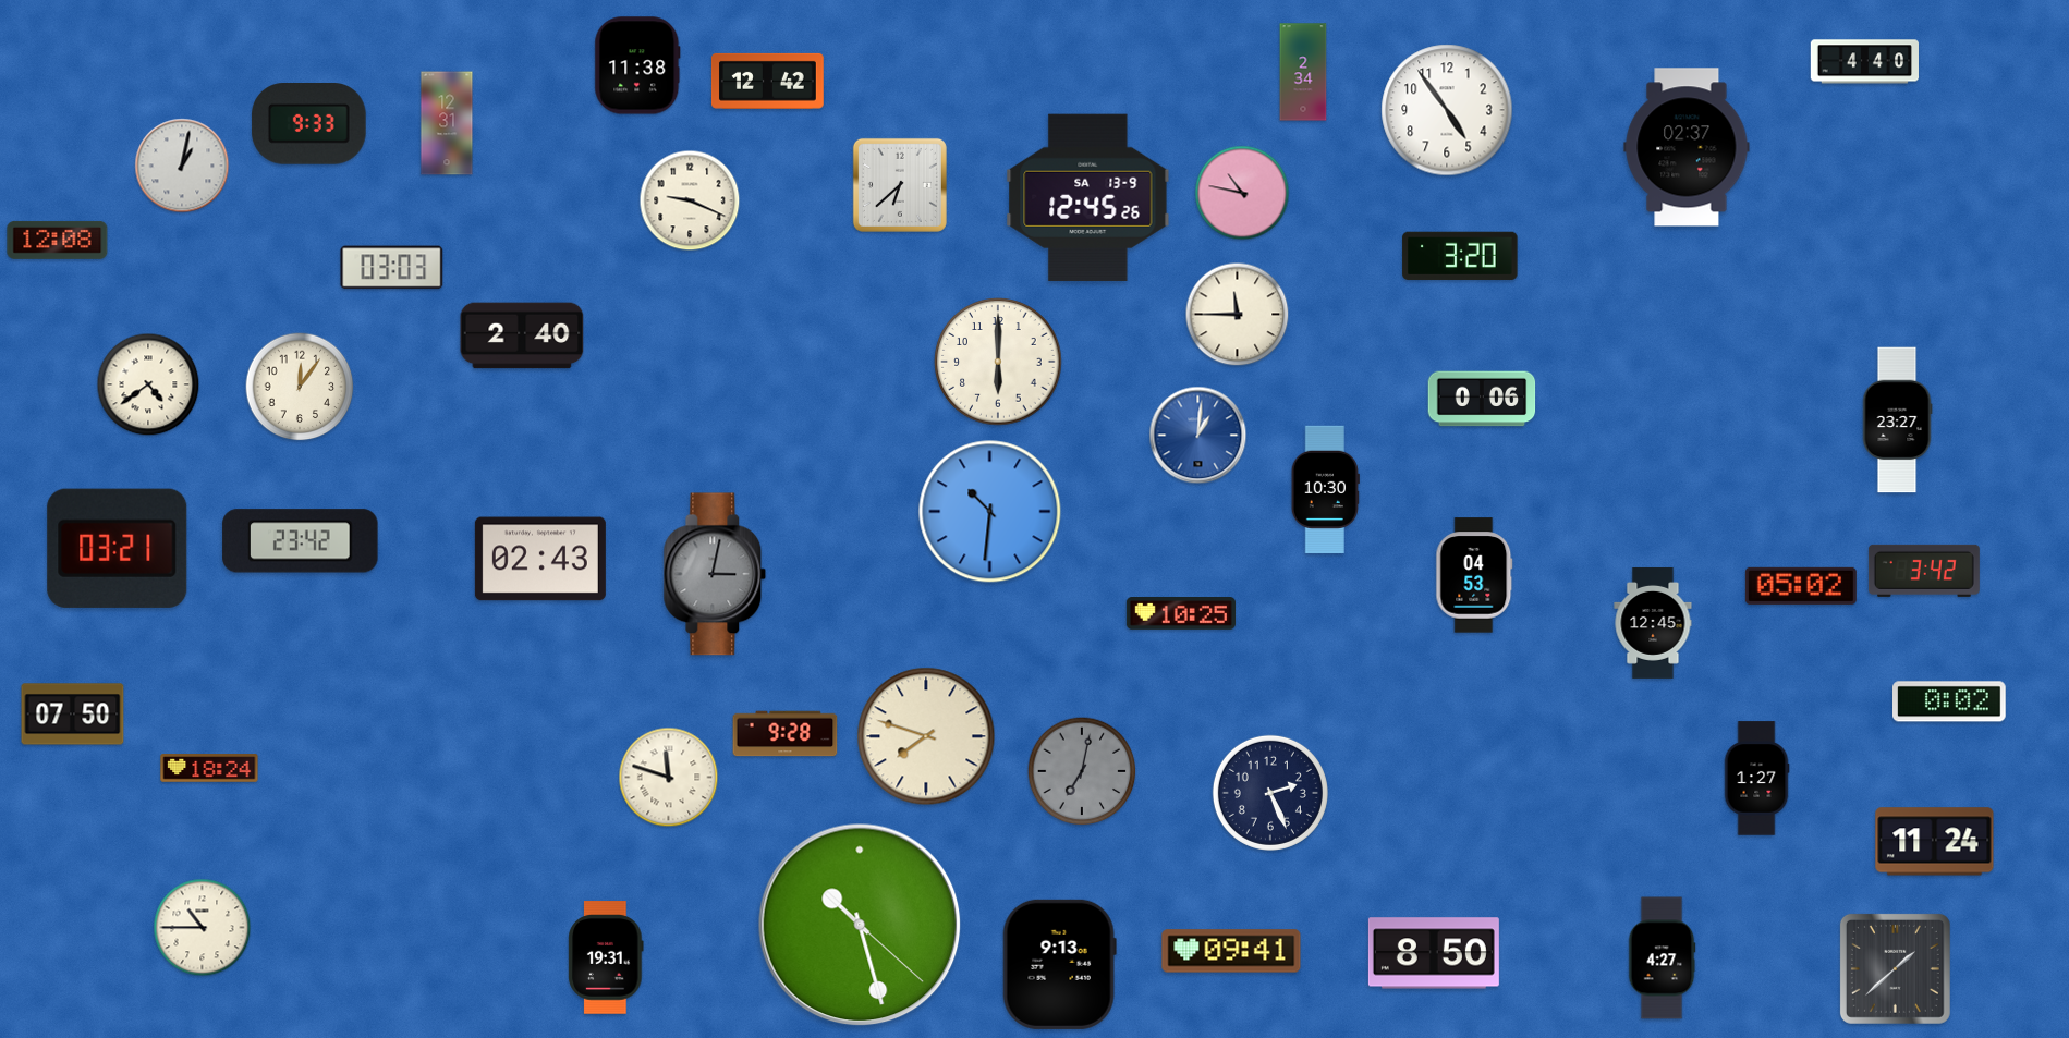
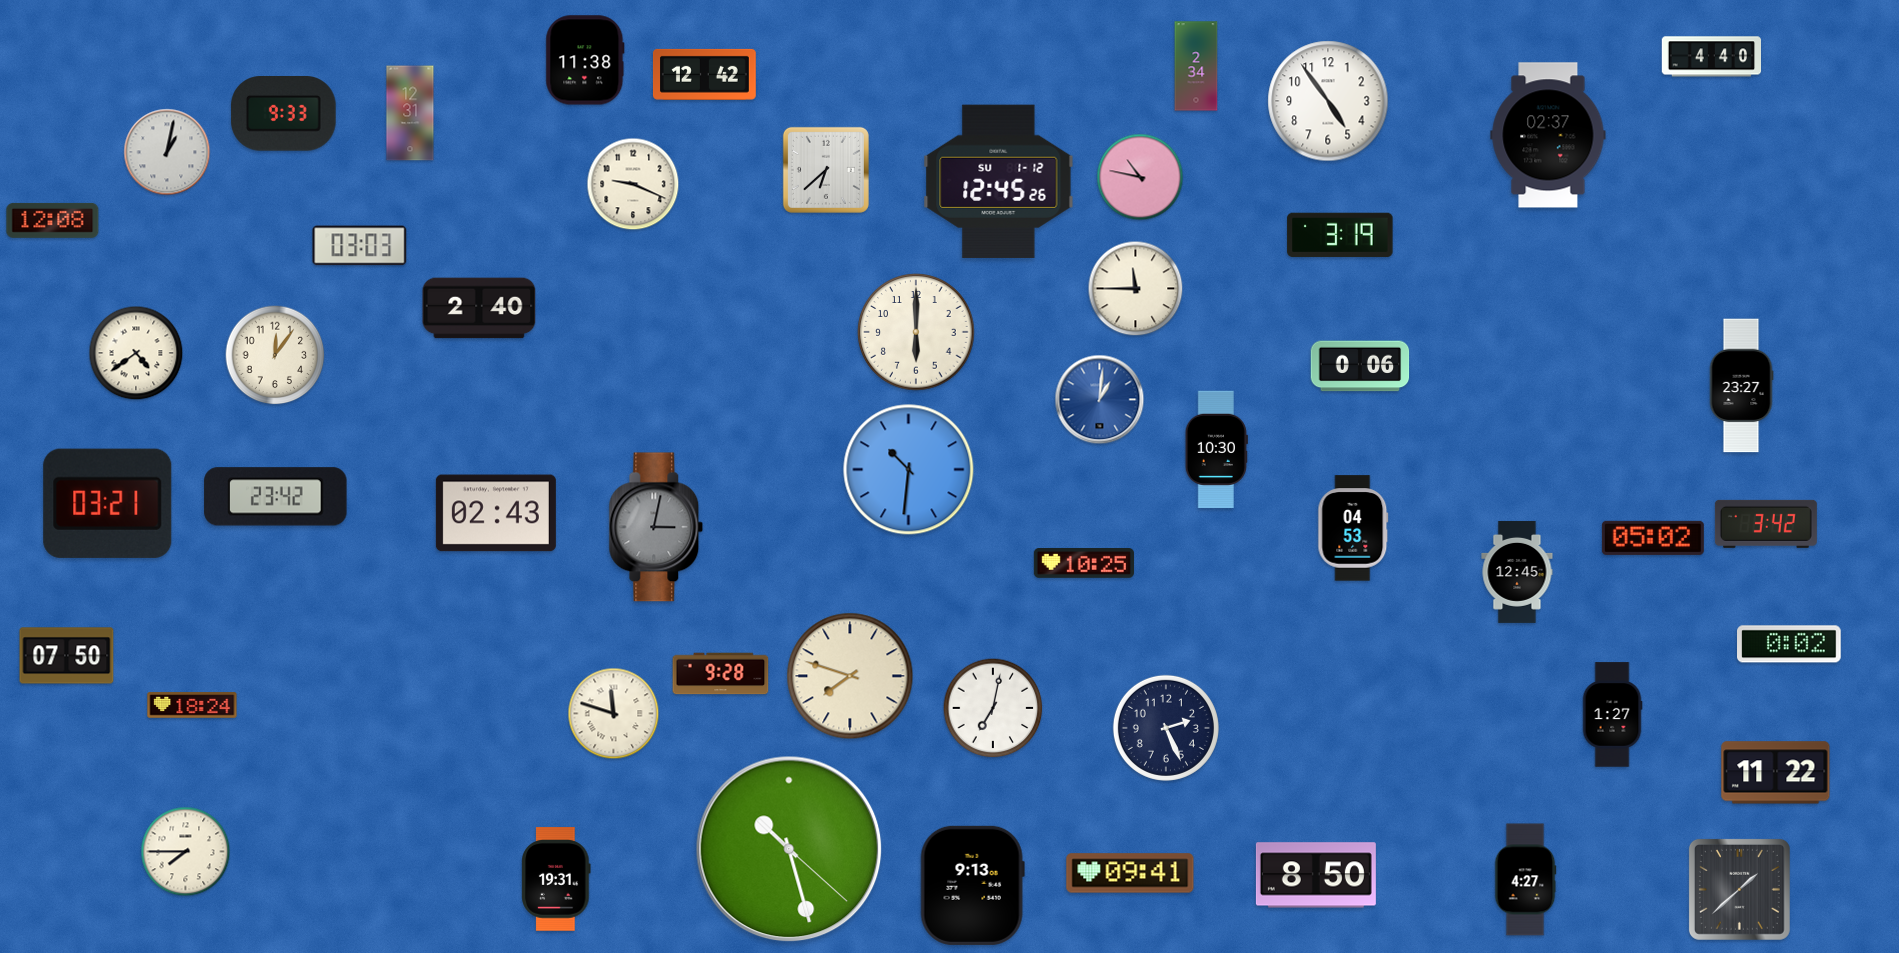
clock at (1088, 197) date: SA 13-9 -> SU 1-12
clock at (1460, 256): 3:20 -> 3:19
clock at (1082, 771) dial: grey -> white
clock at (1935, 842): 11:24 -> 11:22
clock at (203, 928): 10:45 -> 7:45
